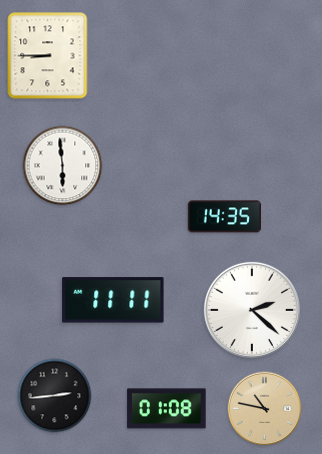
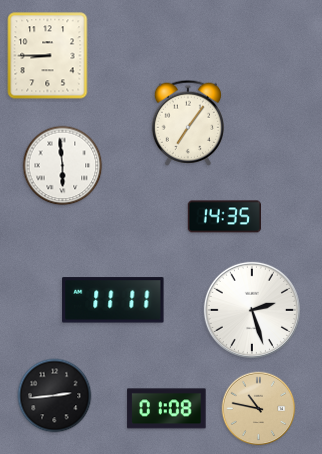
clock at (187, 123): none -> 7:06
clock at (252, 310): 2:22 -> 2:27
clock at (265, 409) position: (265, 409) -> (259, 409)
